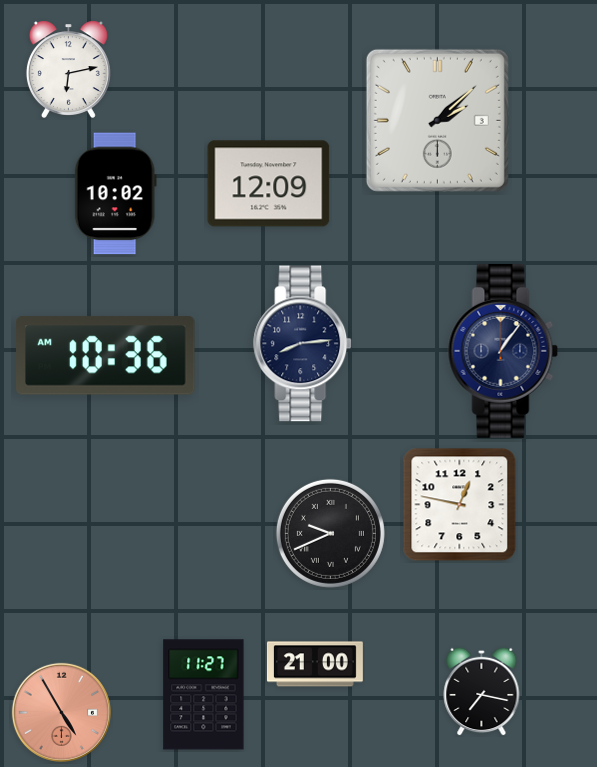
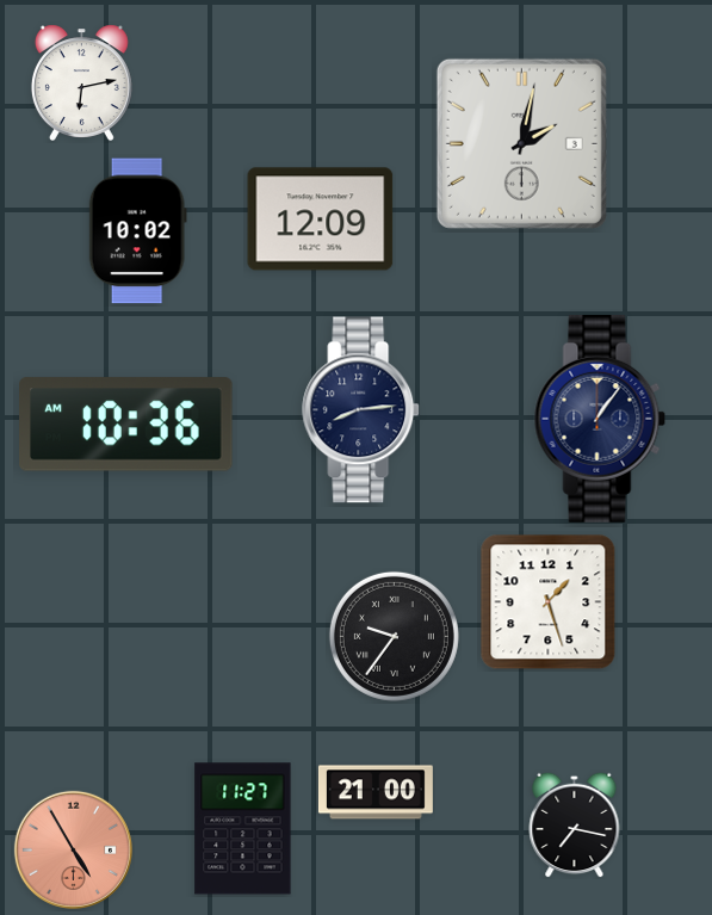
clock at (437, 120): 2:08 -> 2:02
clock at (460, 505): 12:47 -> 1:27
clock at (330, 533): 9:41 -> 9:36
